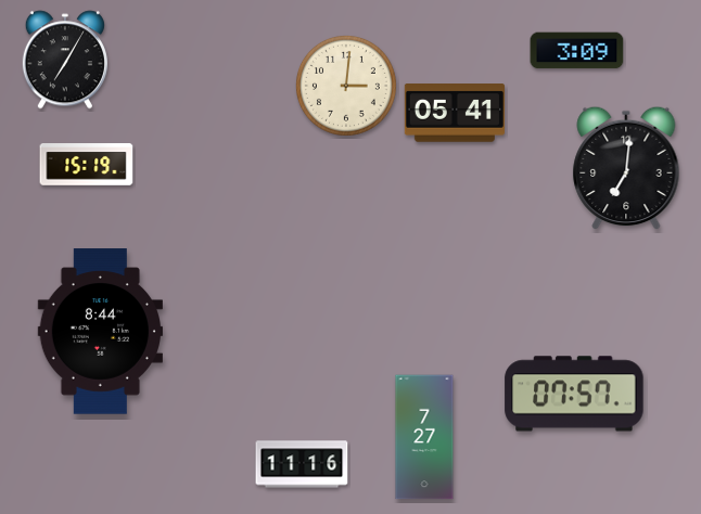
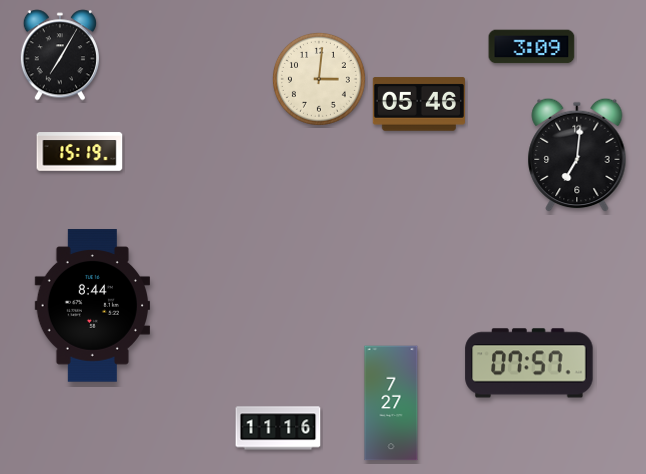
clock at (455, 113): 05:41 -> 05:46
